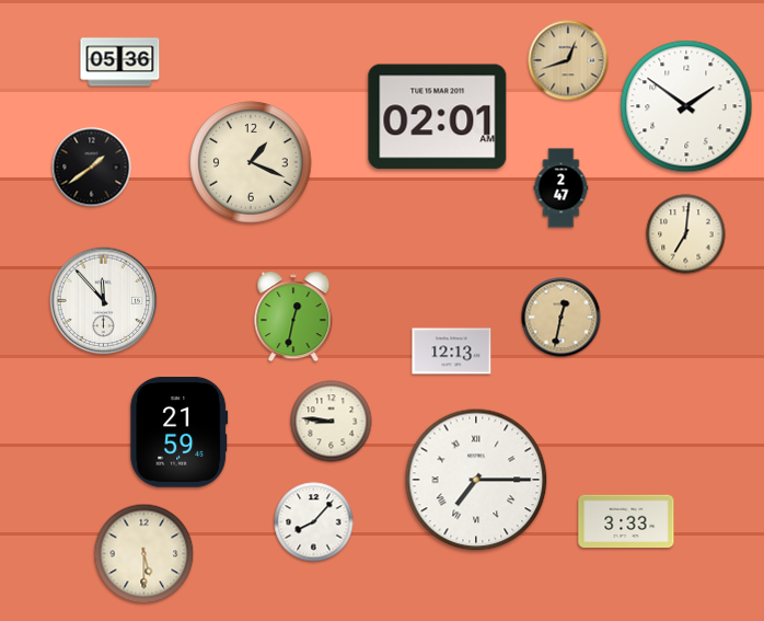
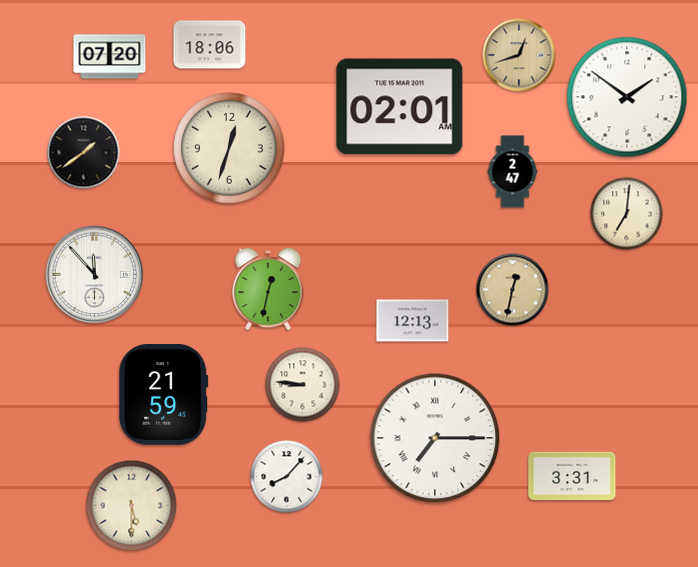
clock at (210, 45): none -> 18:06
clock at (120, 62): 05:36 -> 07:20
clock at (251, 162): 1:19 -> 12:33
clock at (626, 521): 3:33 -> 3:31
